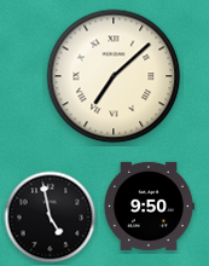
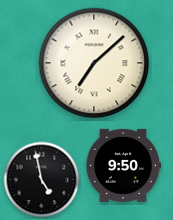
clock at (149, 206) position: (149, 206) -> (123, 165)
